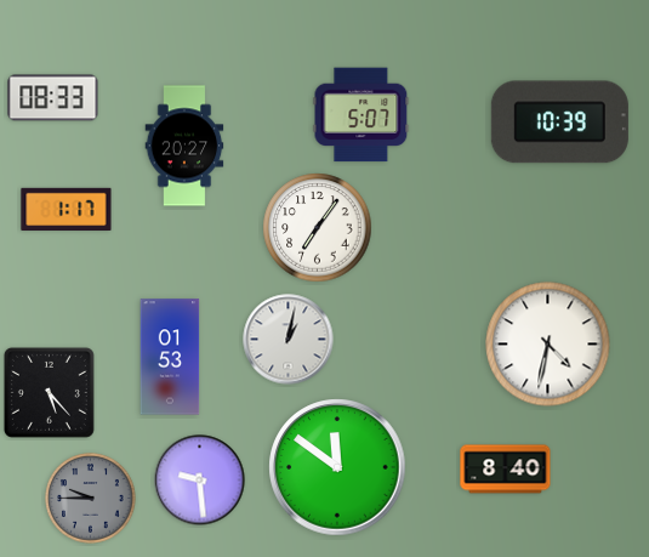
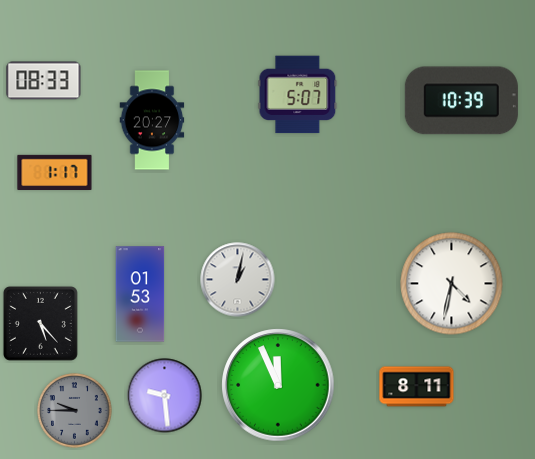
clock at (318, 228): 7:06 -> none
clock at (337, 467): 11:51 -> 11:56
clock at (506, 470): 8:40 -> 8:11
